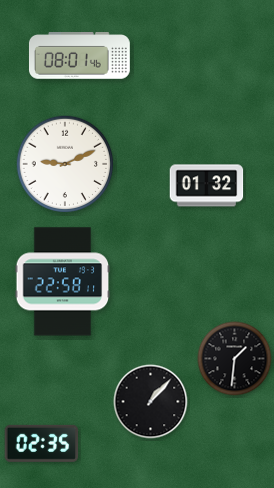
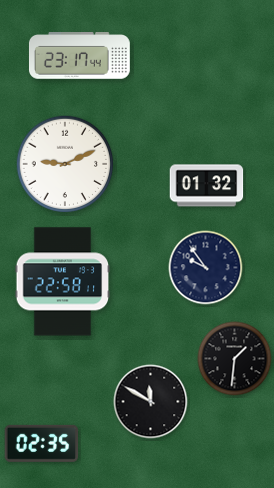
clock at (79, 56): 08:01 -> 23:17
clock at (206, 268): none -> 9:54
clock at (151, 402): 1:07 -> 11:50
